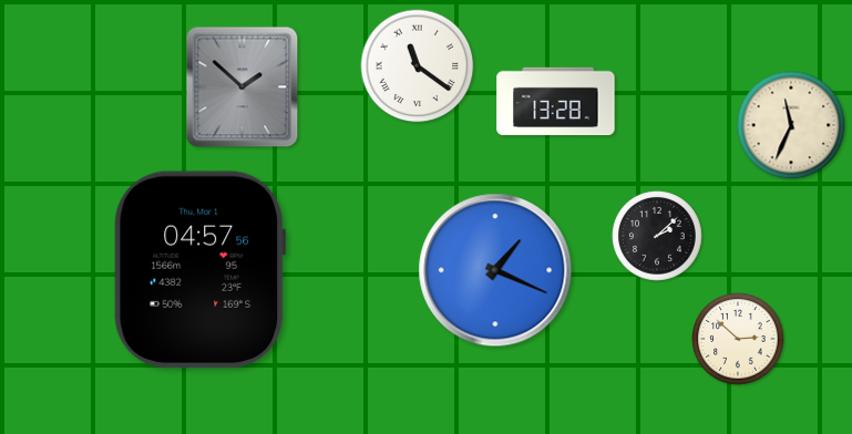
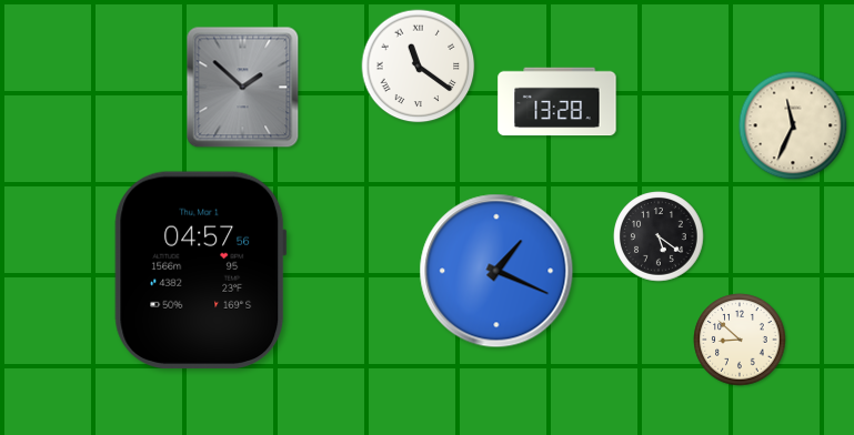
clock at (657, 236): 2:08 -> 5:21
clock at (738, 339): 2:52 -> 8:52
